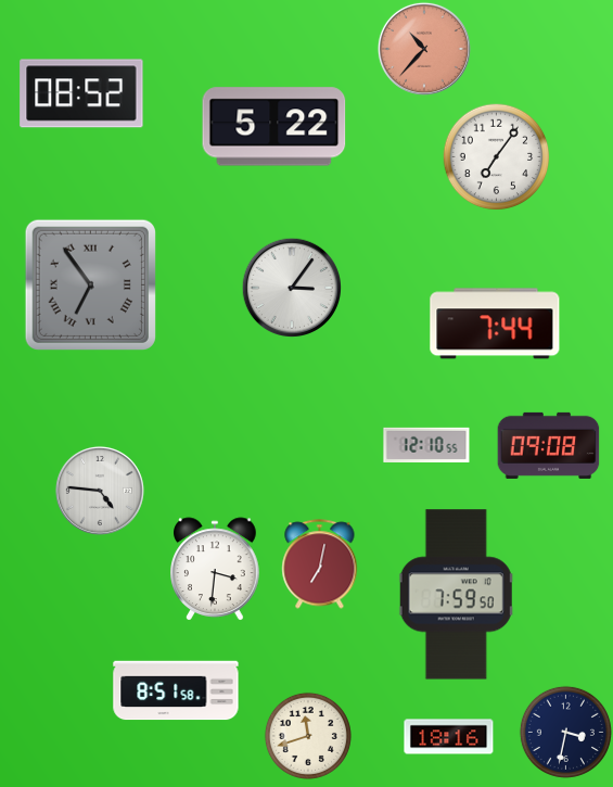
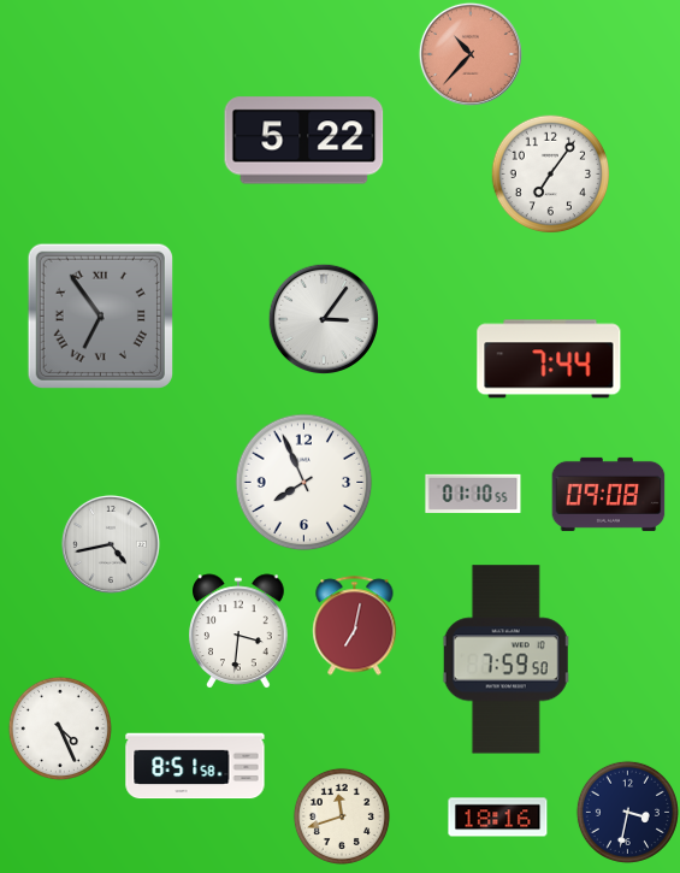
clock at (81, 93): 08:52 -> none
clock at (304, 483): none -> 7:56
clock at (426, 444): 12:10 -> 01:10
clock at (100, 491): 4:46 -> 4:43
clock at (60, 729): none -> 4:26
